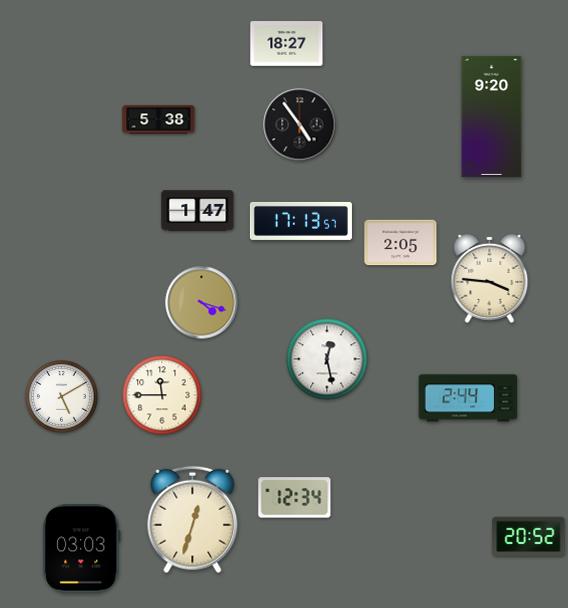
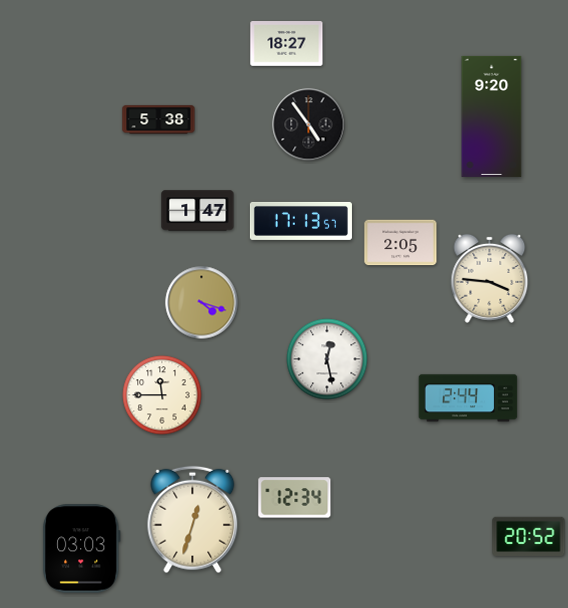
clock at (300, 125) position: (300, 125) -> (309, 125)
clock at (62, 397): 5:10 -> none
